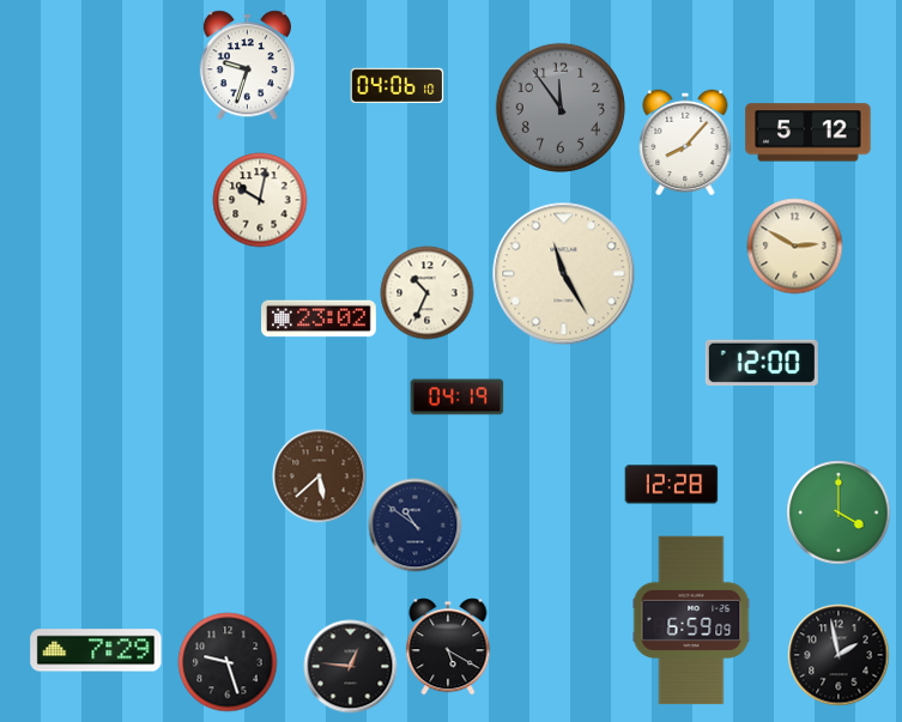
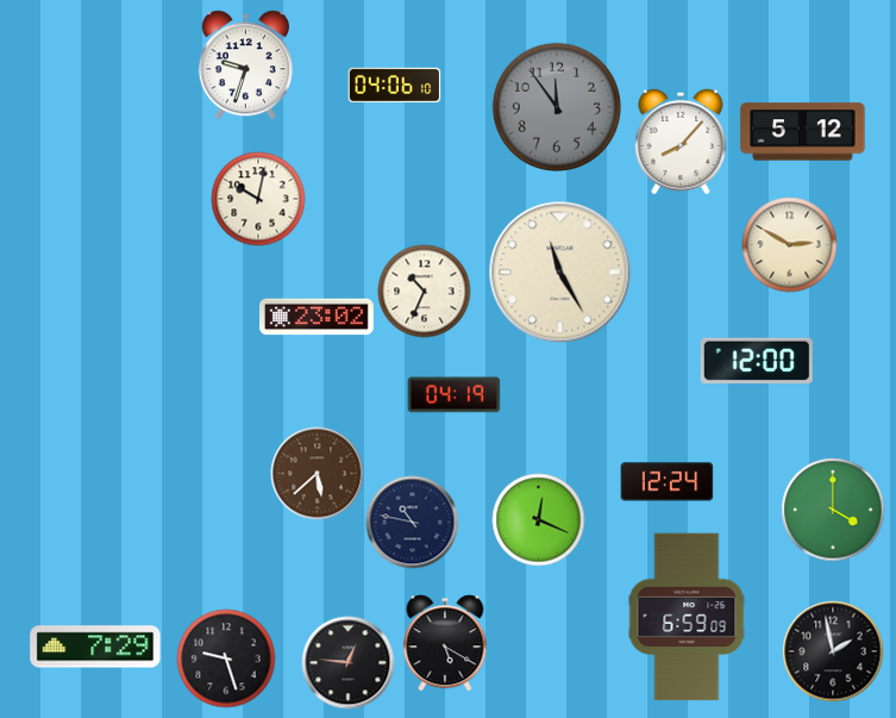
clock at (671, 485): 12:28 -> 12:24
clock at (538, 519): none -> 12:19
clock at (414, 524): 10:51 -> 10:47
